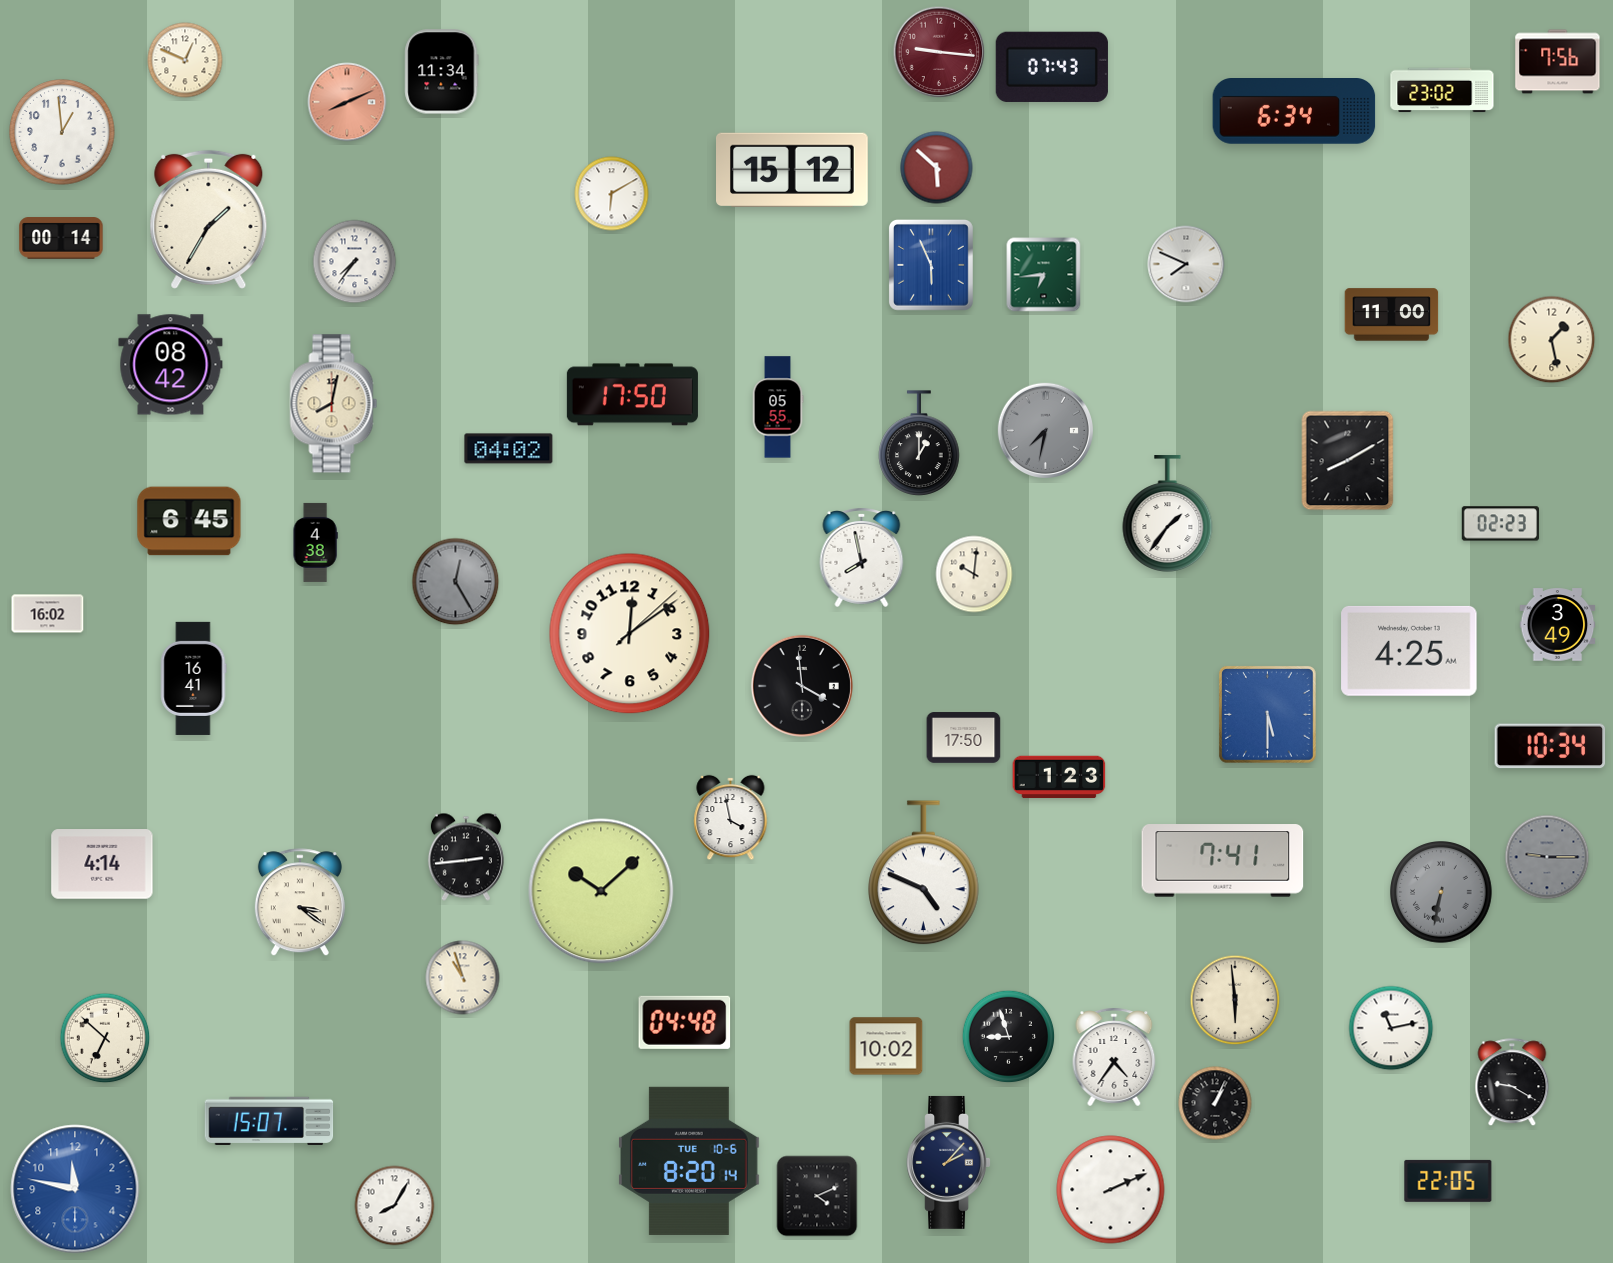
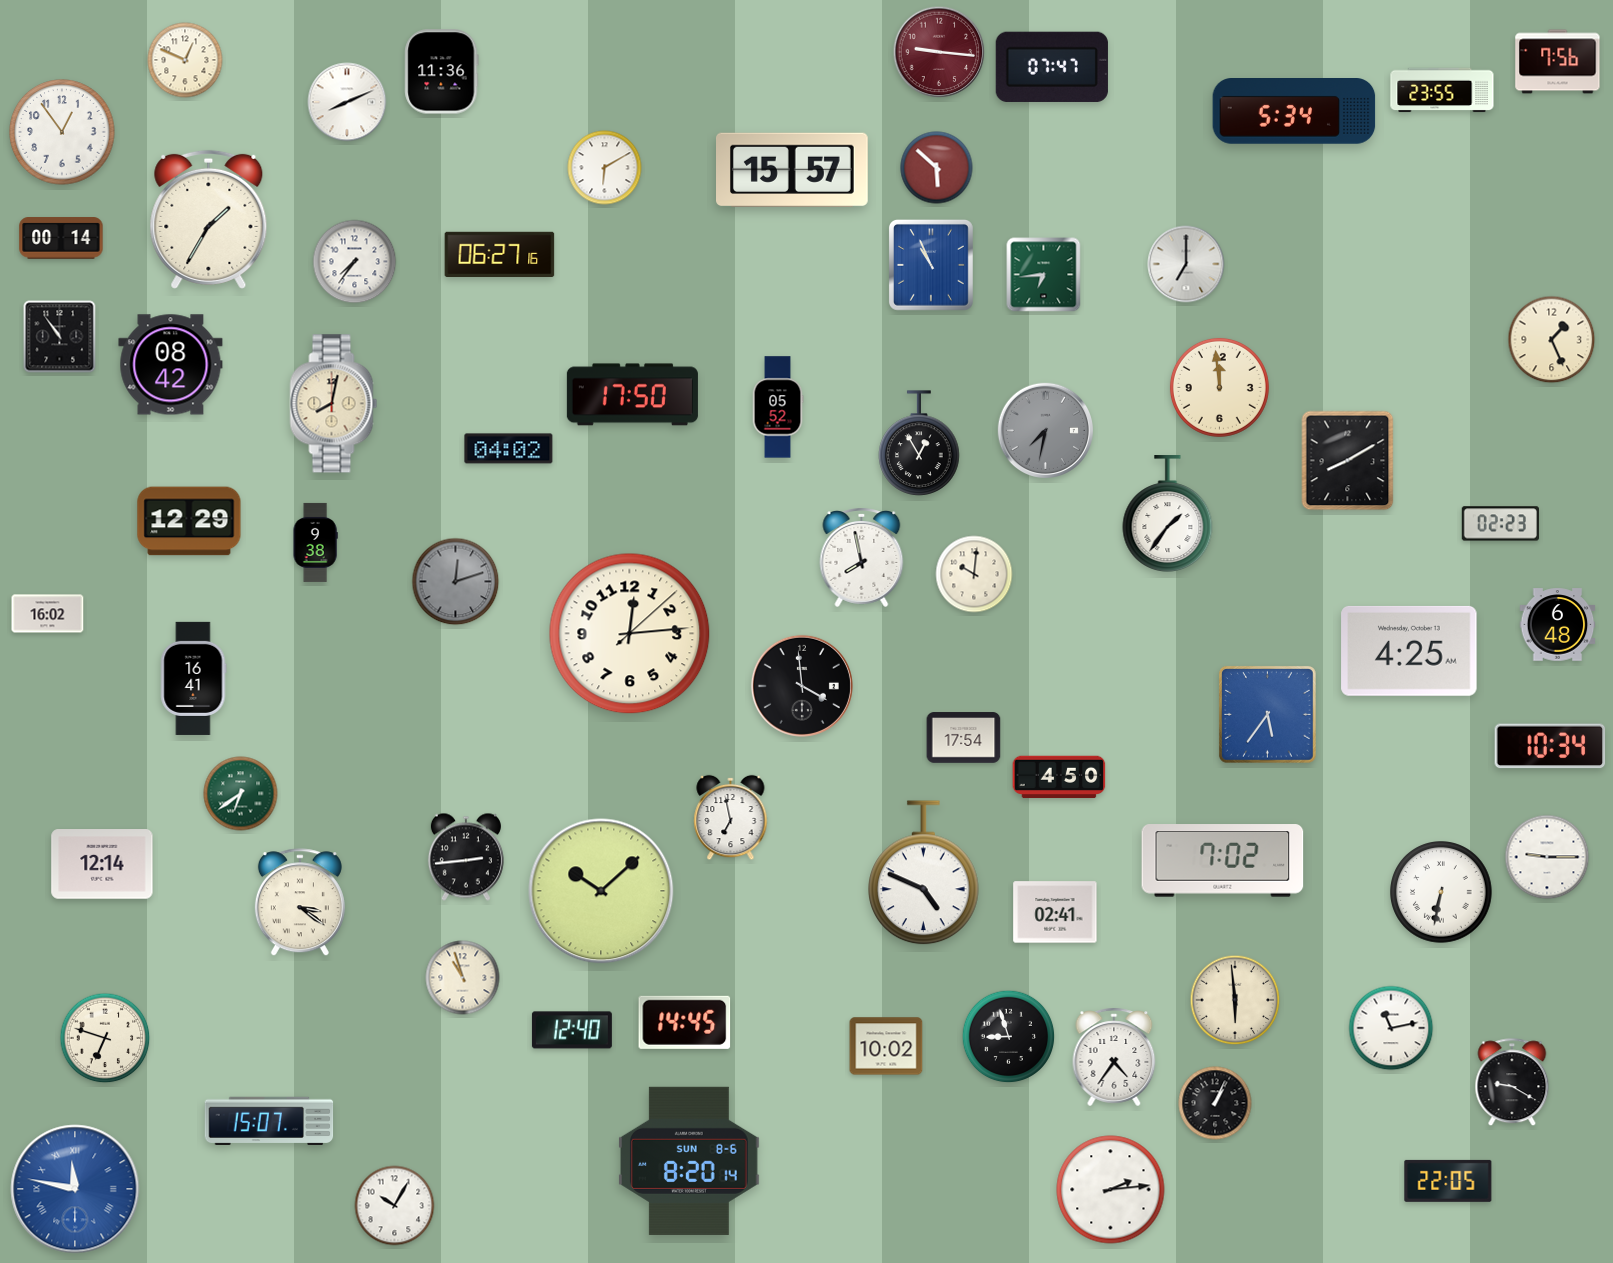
clock at (1052, 67): 07:43 -> 07:47
clock at (442, 72): 11:34 -> 11:36
clock at (1442, 90): 23:02 -> 23:55
clock at (347, 102) dial: salmon -> white
clock at (1294, 112): 6:34 -> 5:34
clock at (62, 132): 12:59 -> 12:54
clock at (793, 170): 15:12 -> 15:57
clock at (612, 194) position: (612, 194) -> (605, 168)
clock at (500, 255): none -> 06:27
clock at (1186, 264): 7:49 -> 7:00
clock at (931, 265): 5:56 -> 10:56
clock at (1392, 315): 11:00 -> none
clock at (60, 337): none -> 10:54
clock at (1552, 340): 1:28 -> 1:26
clock at (1219, 387): none -> 11:59
clock at (778, 407): 05:55 -> 05:52
clock at (919, 443): 1:00 -> 12:55
clock at (189, 521): 6:45 -> 12:29
clock at (315, 542): 4:38 -> 9:38
clock at (456, 582): 12:25 -> 12:12
clock at (1558, 625): 3:49 -> 6:48
clock at (630, 634): 12:09 -> 12:14
clock at (1267, 714): 5:30 -> 5:36
clock at (964, 738): 17:50 -> 17:54
clock at (1059, 777): 1:23 -> 4:50
clock at (241, 794): none -> 6:39
clock at (731, 818): 3:58 -> 6:58
clock at (1547, 857) dial: grey -> white
clock at (1223, 861): 7:41 -> 7:02
clock at (102, 864): 4:14 -> 12:14
clock at (1442, 893) dial: grey -> white
clock at (1055, 912): none -> 02:41
clock at (685, 1022): 04:48 -> 14:45
clock at (572, 1030): none -> 12:40
clock at (105, 1038): 6:52 -> 6:48
clock at (690, 1161) date: TUE 10-6 -> SUN 8-6
clock at (948, 1162): 2:07 -> none
clock at (75, 1189) numerals: Arabic -> Roman
clock at (1111, 1190): 2:11 -> 2:14
clock at (817, 1196): 4:11 -> none
clock at (395, 1206): 8:05 -> 10:05
